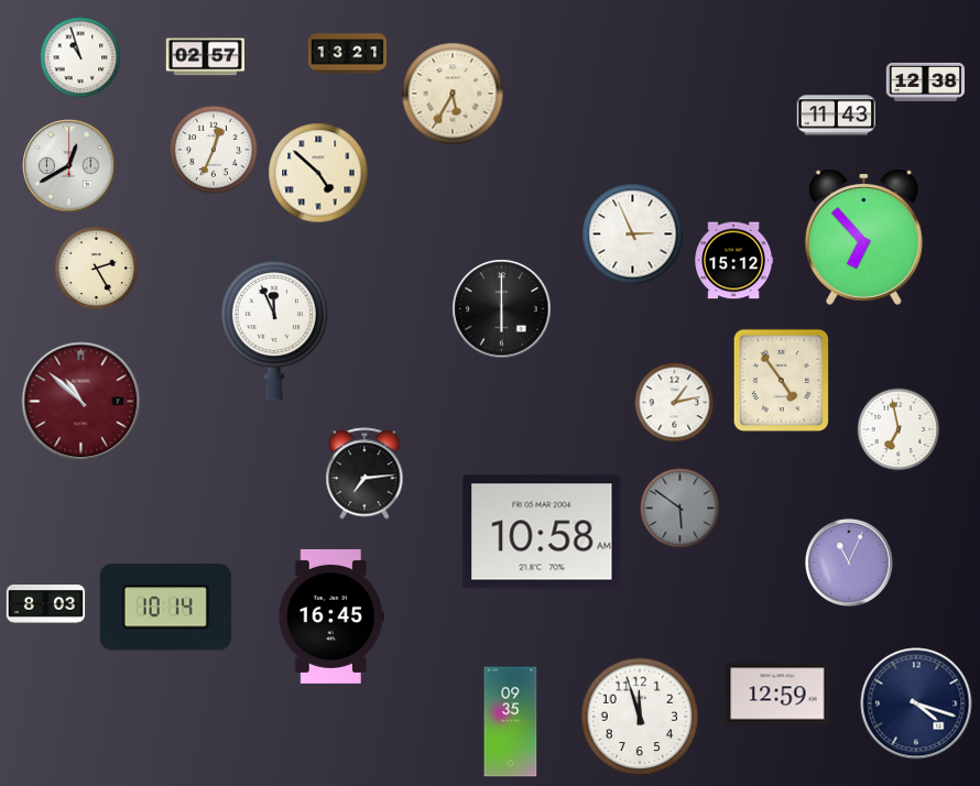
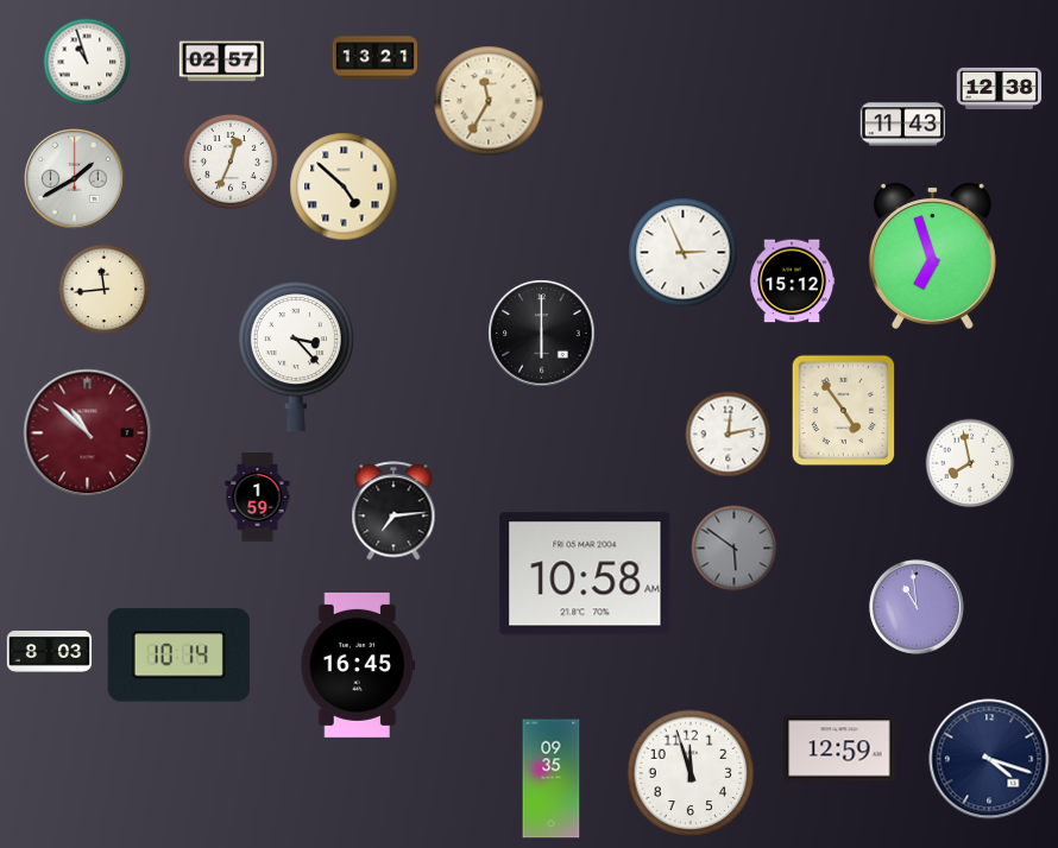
clock at (453, 94): 5:35 -> 11:35
clock at (69, 166): 12:40 -> 1:40
clock at (863, 237): 6:53 -> 6:57
clock at (97, 269): 2:25 -> 11:44
clock at (274, 328): 11:56 -> 3:23
clock at (675, 403): 1:13 -> 12:13
clock at (899, 429): 6:58 -> 7:58
clock at (258, 498): none -> 1:59
clock at (849, 563): 11:04 -> 10:59
